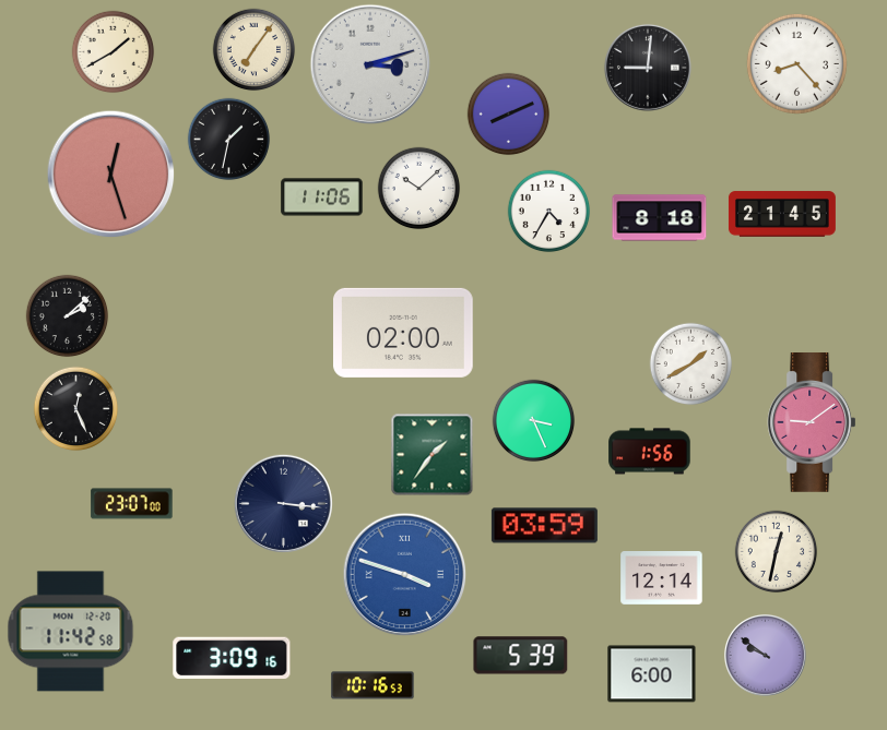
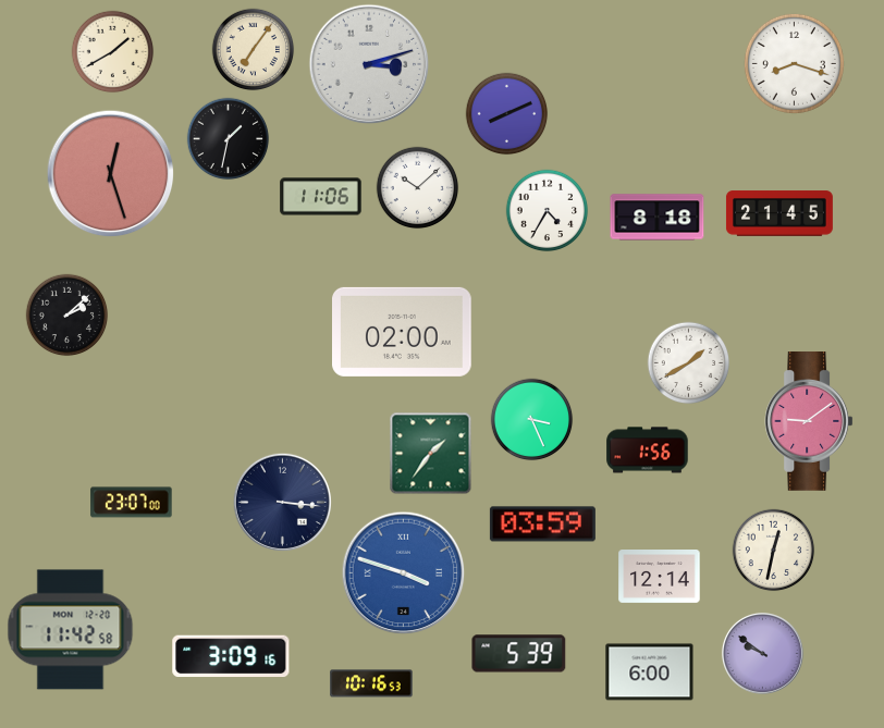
clock at (796, 63): 8:23 -> 8:18
clock at (648, 68): 9:01 -> none
clock at (76, 409): 12:26 -> none
